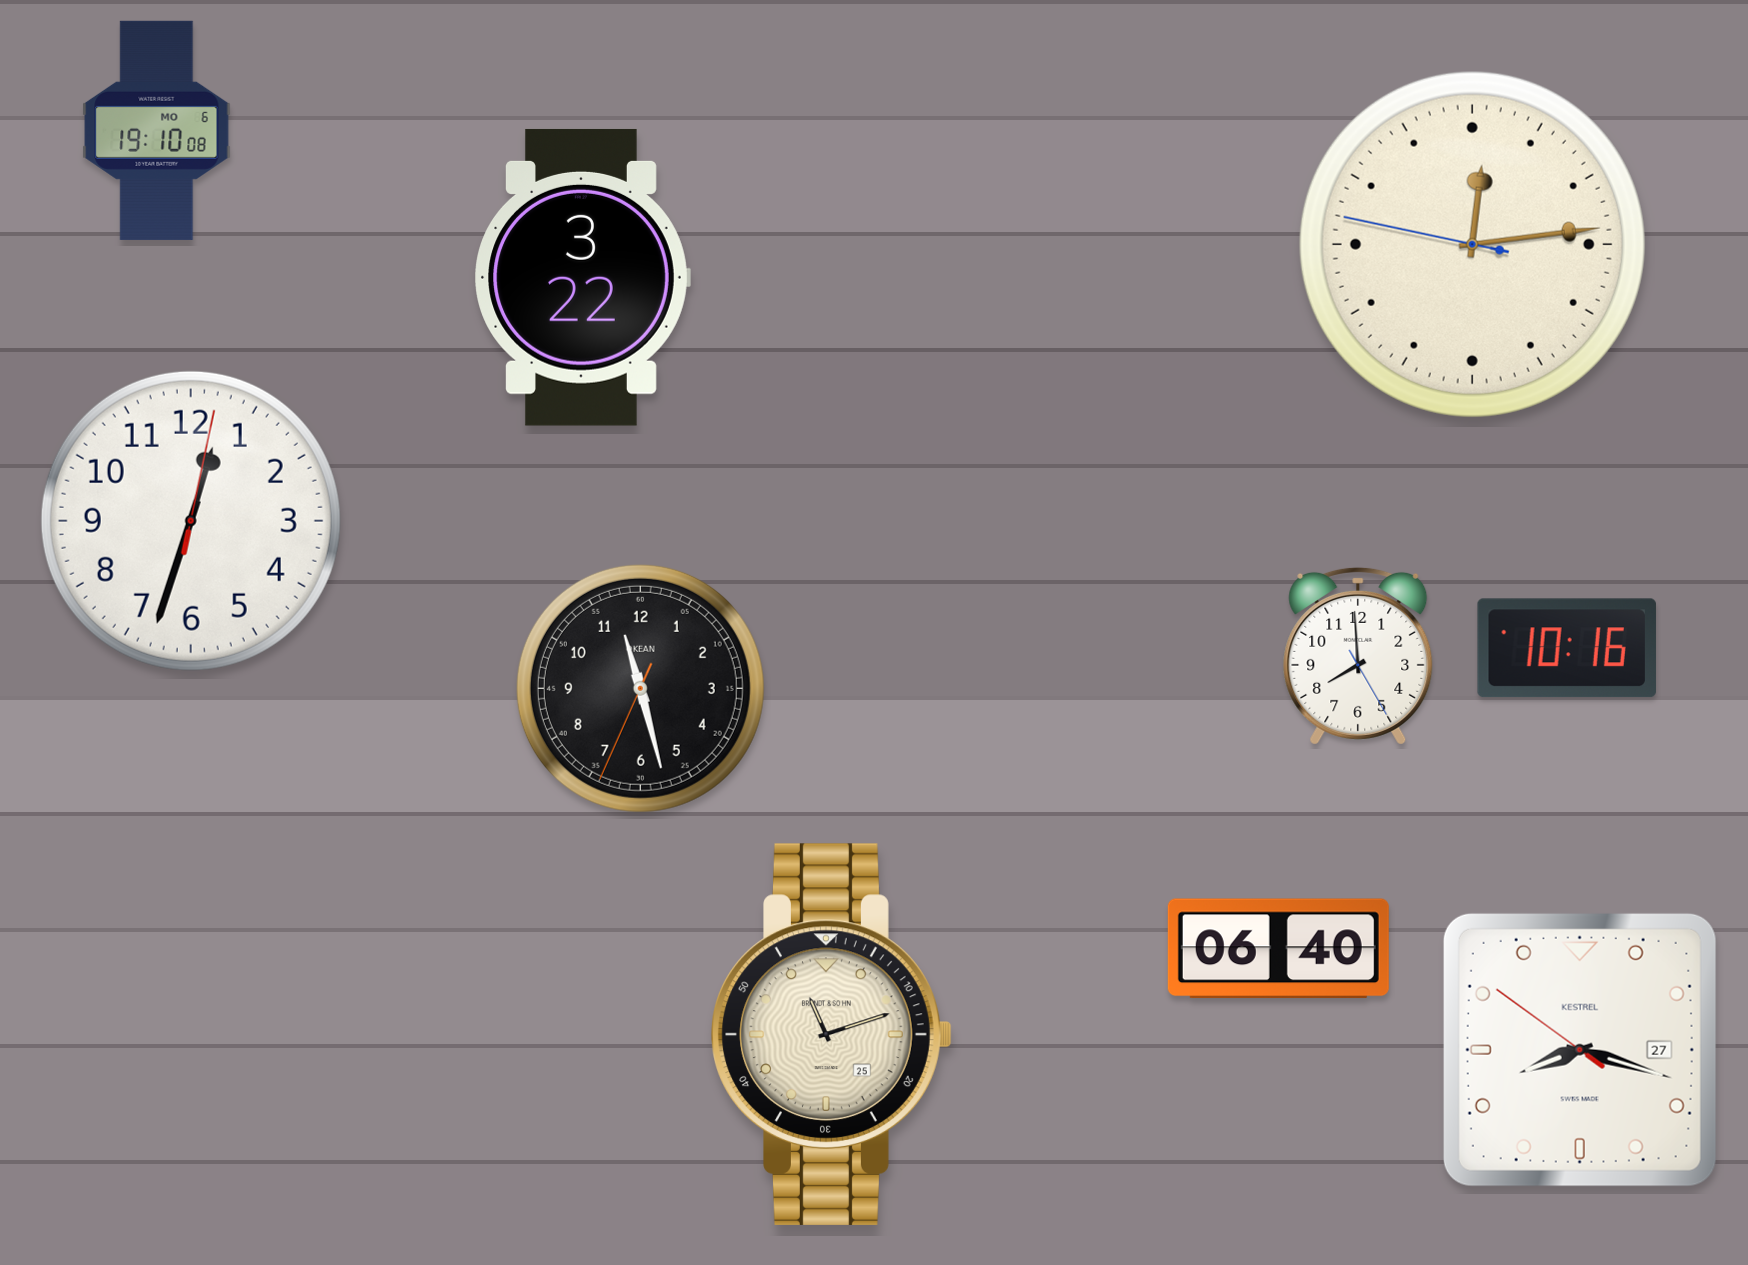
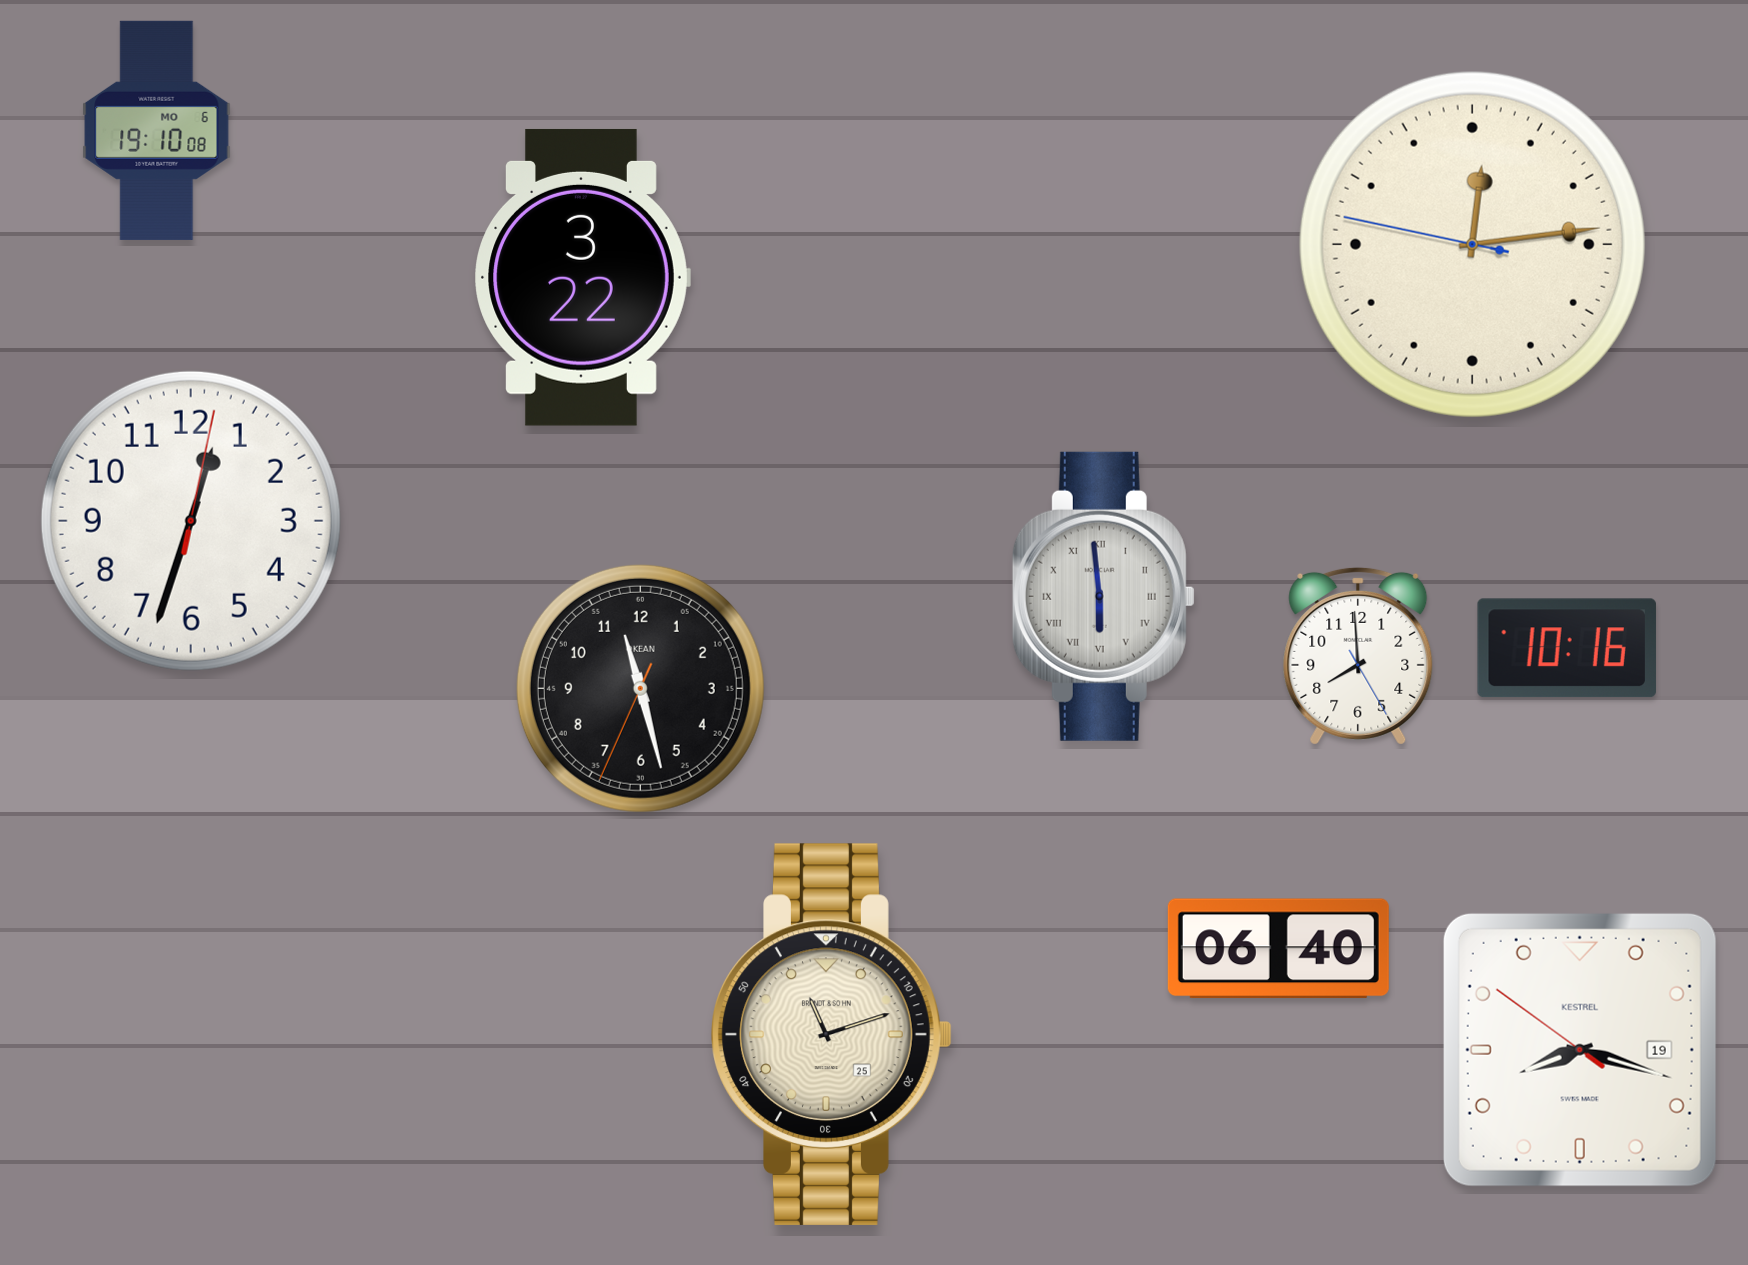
clock at (1103, 596): none -> 5:59
clock at (1580, 1050) date: 27 -> 19
